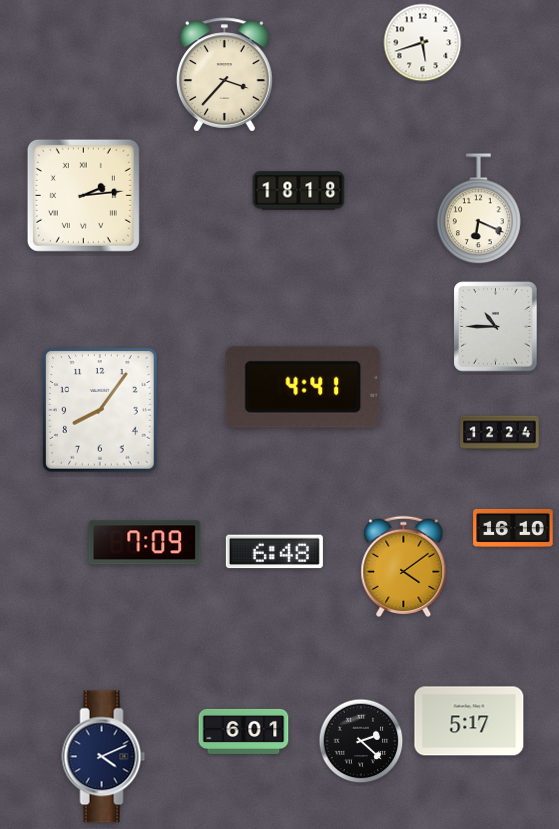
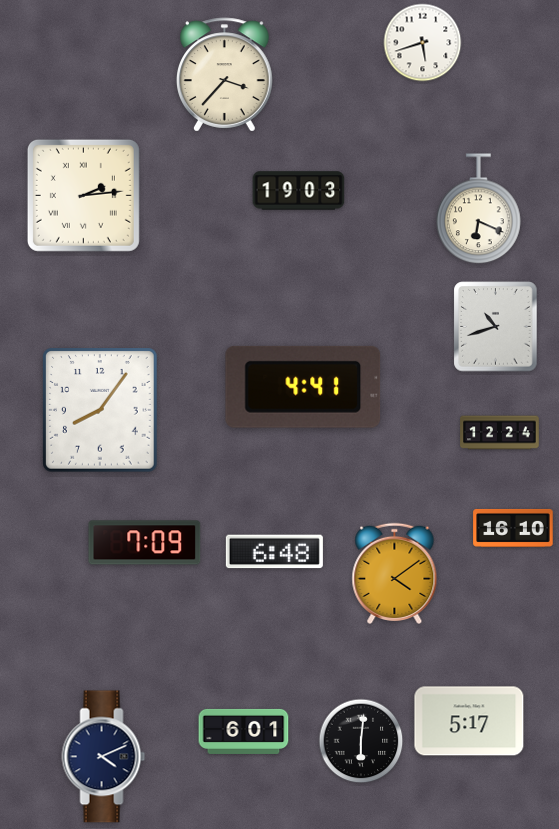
clock at (299, 191): 18:18 -> 19:03
clock at (496, 327): 10:45 -> 10:42
clock at (404, 566) position: (404, 566) -> (395, 573)
clock at (361, 741): 2:22 -> 6:01
